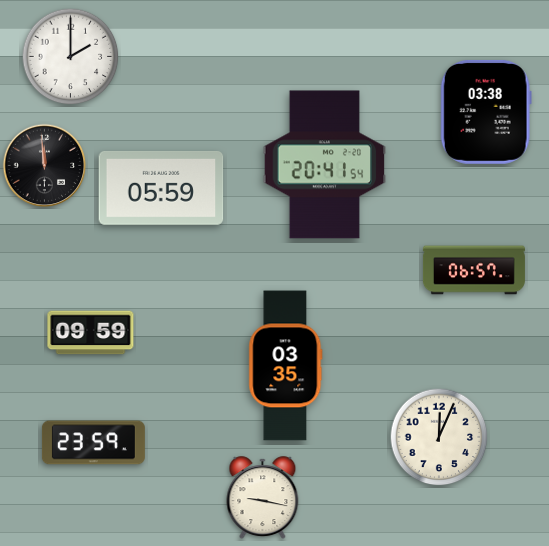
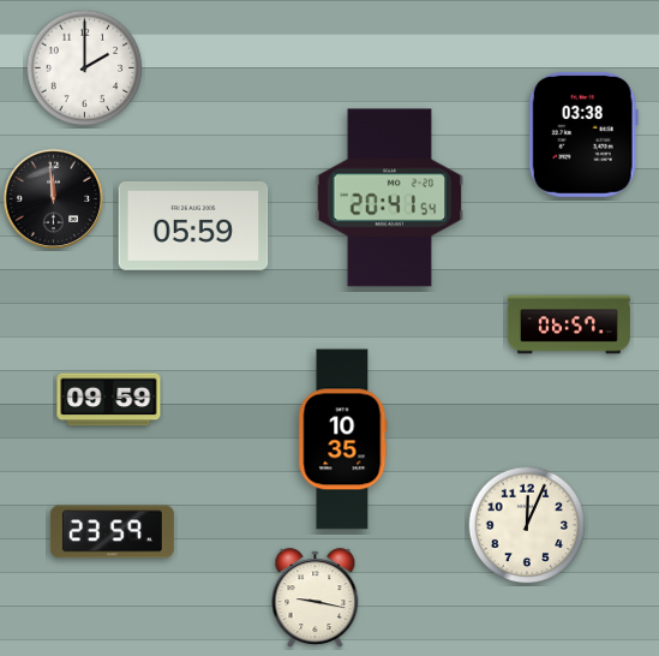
clock at (286, 366): 03:35 -> 10:35
